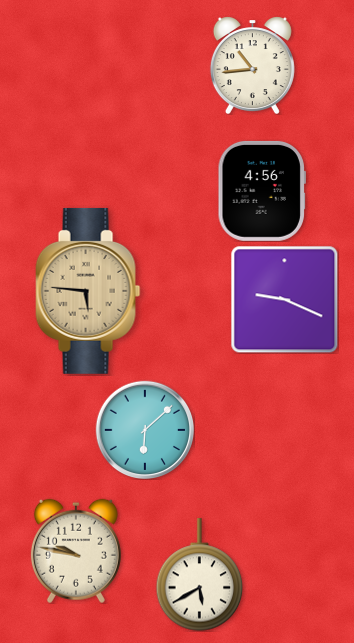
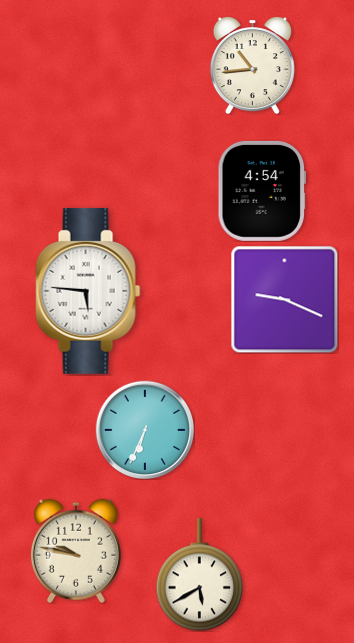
clock at (261, 191): 4:56 -> 4:54
clock at (88, 291) dial: champagne -> white
clock at (144, 429): 6:08 -> 6:34
